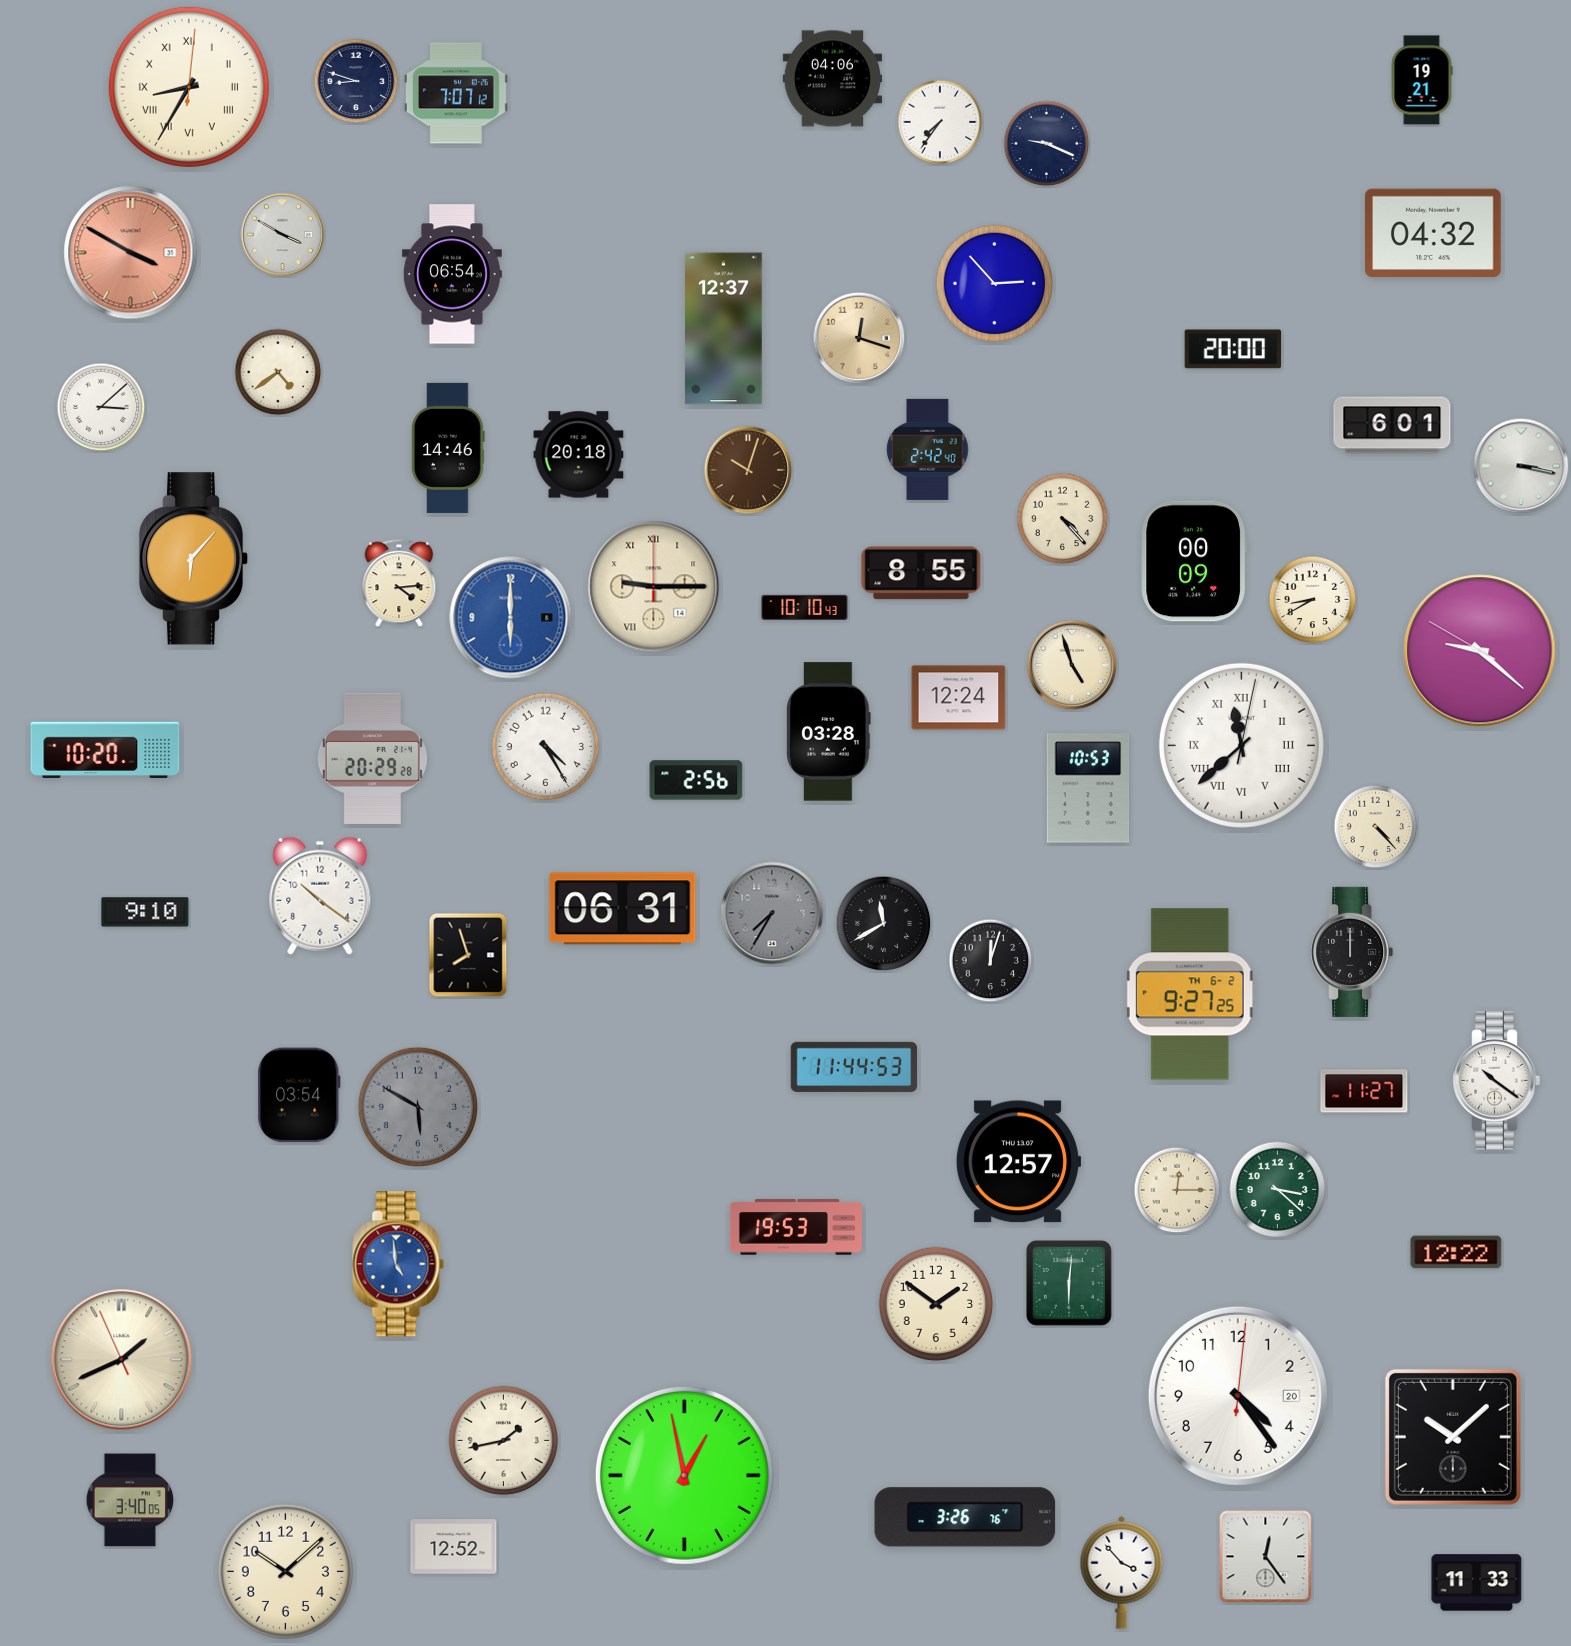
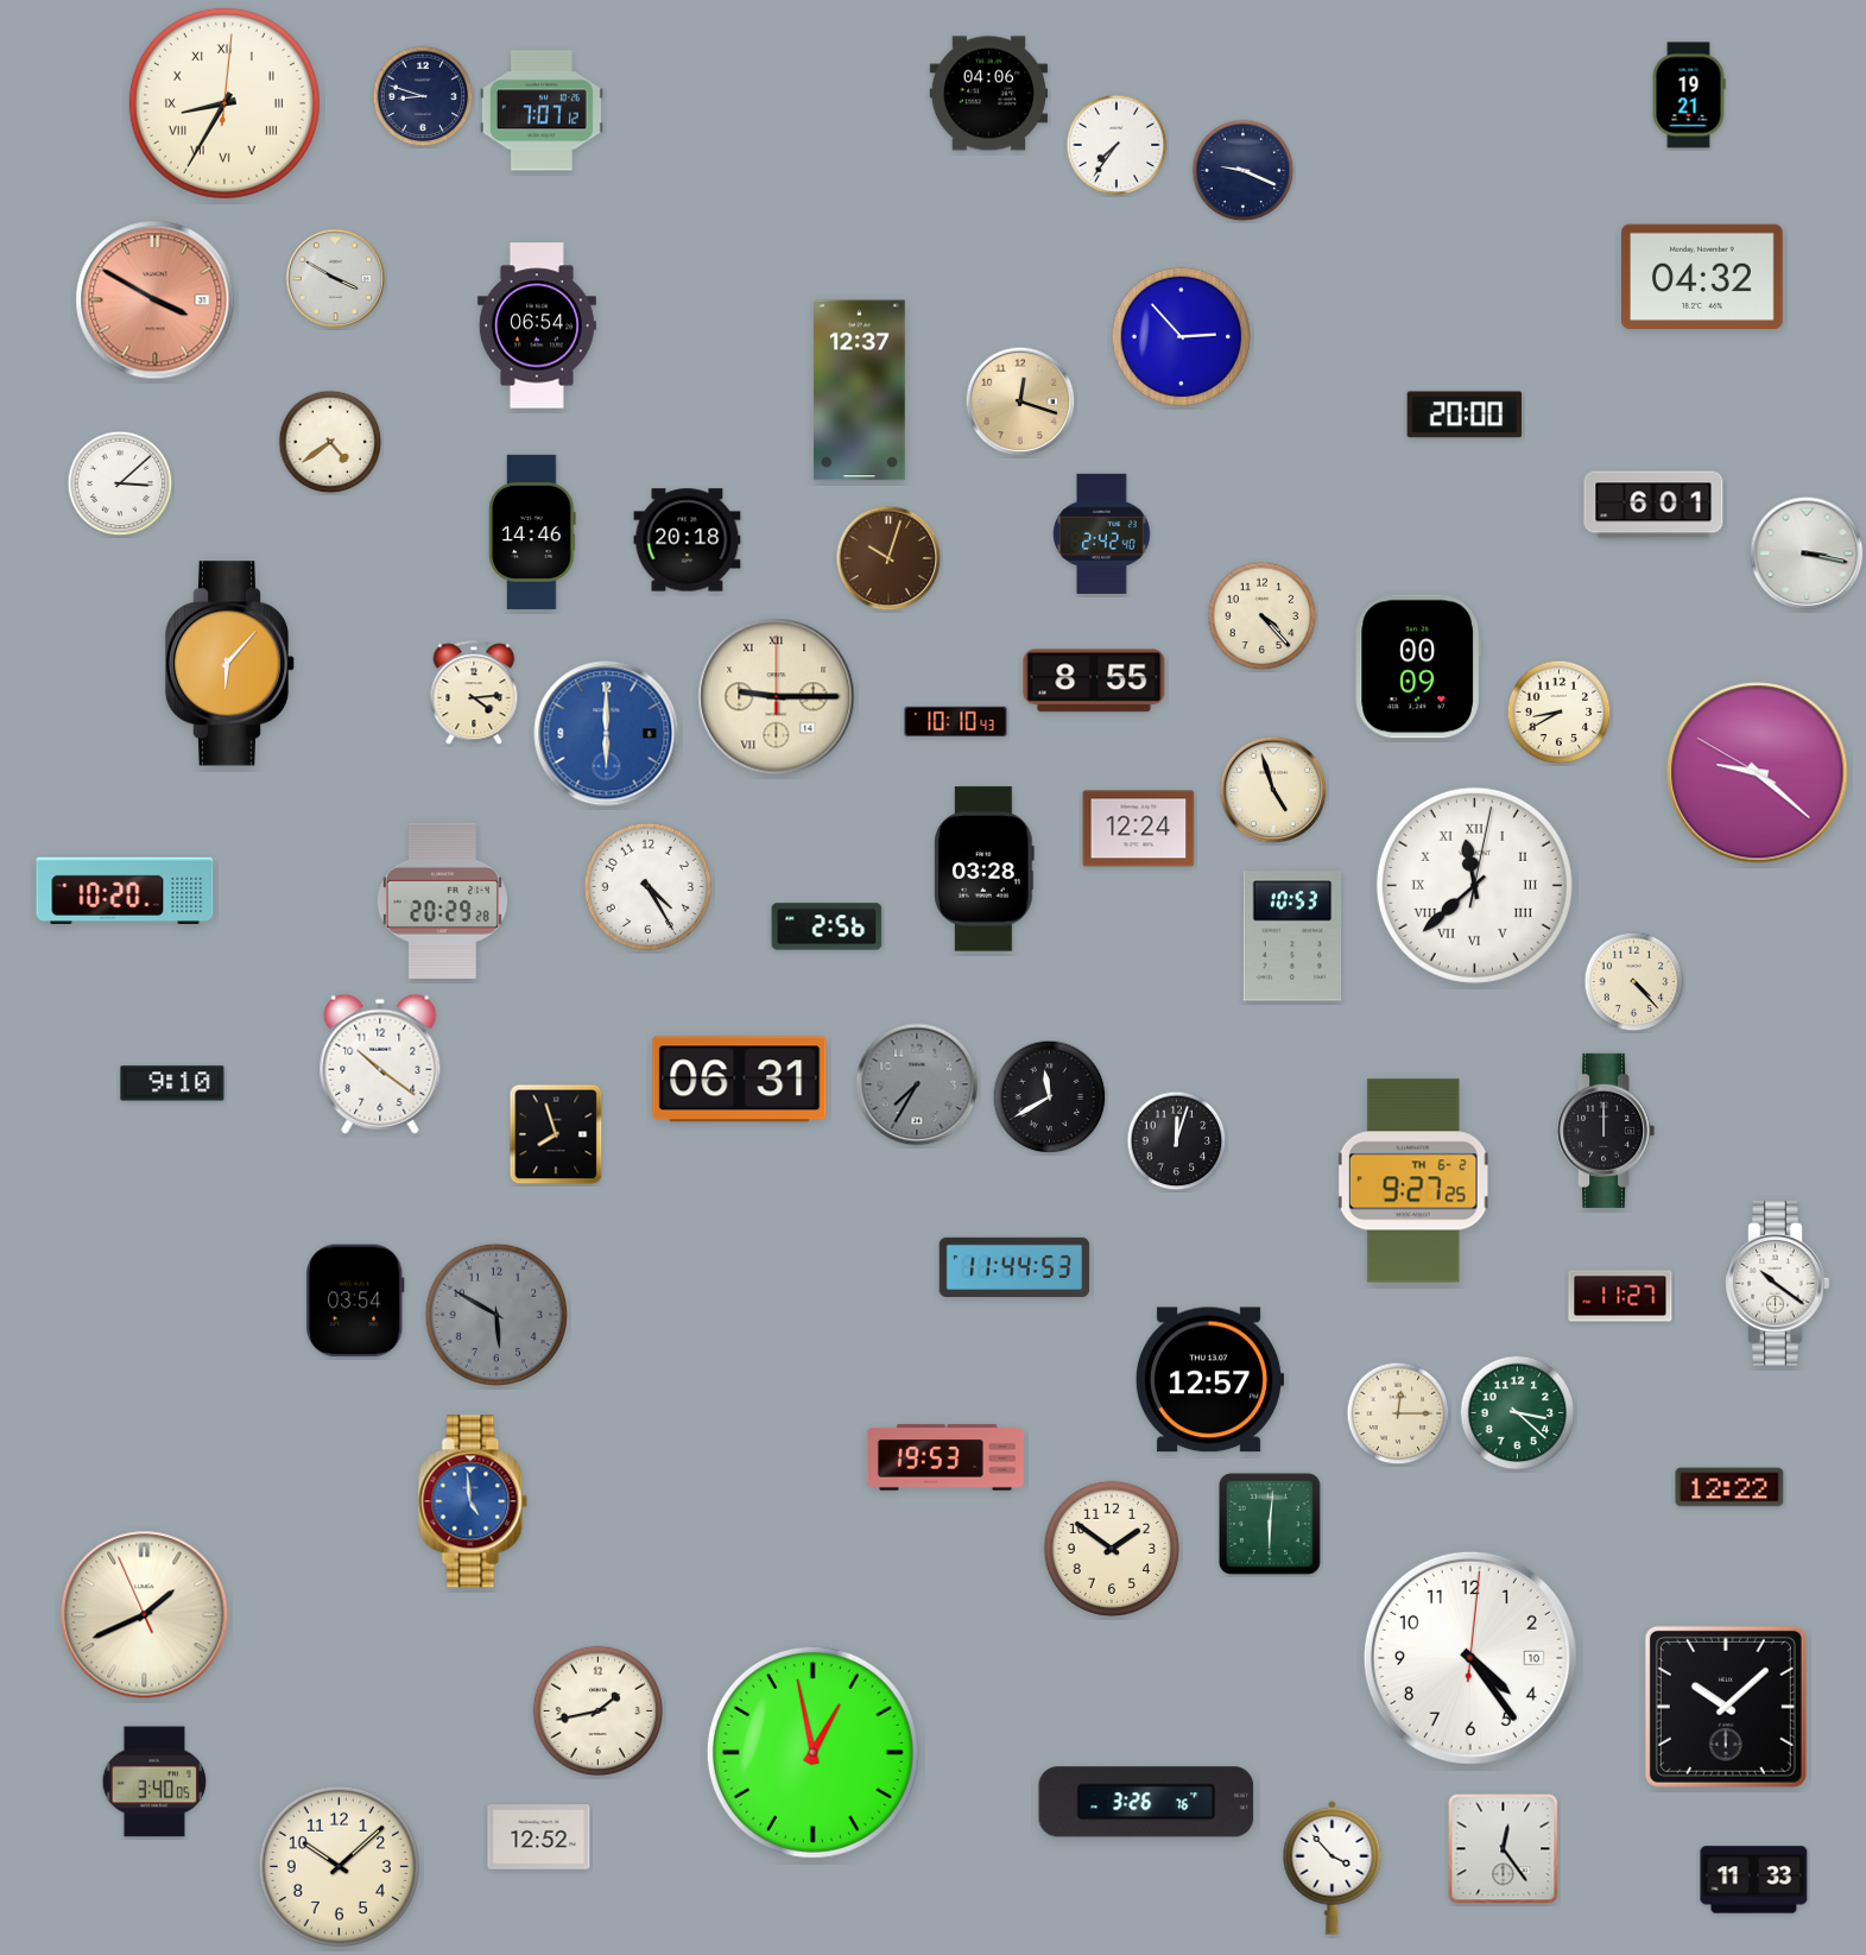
clock at (1238, 1396) date: 20 -> 10
